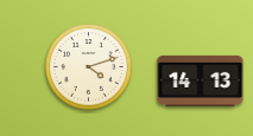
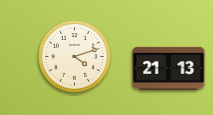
clock at (201, 80): 14:13 -> 21:13
